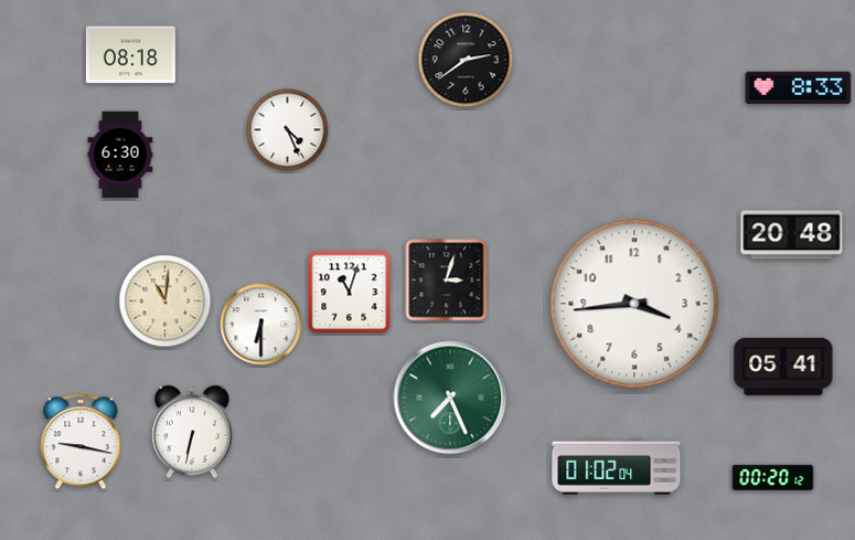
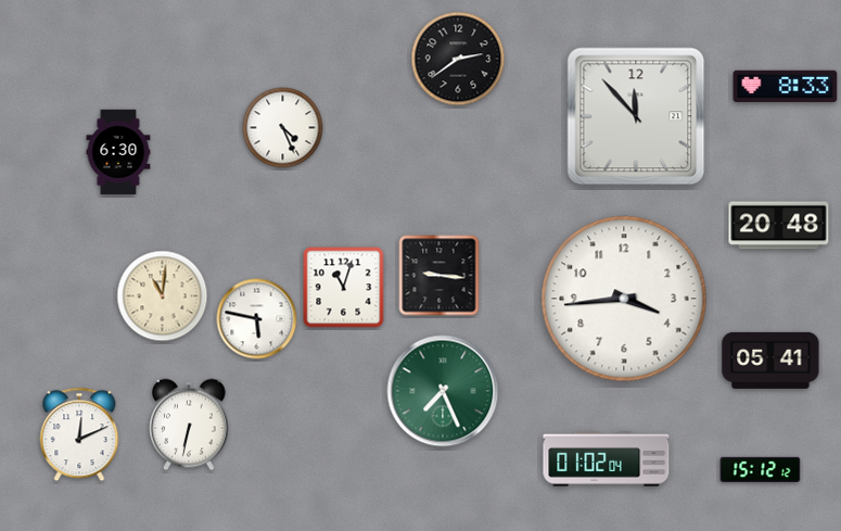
clock at (130, 55): 08:18 -> none
clock at (636, 116): none -> 11:53
clock at (792, 235) position: (792, 235) -> (779, 226)
clock at (447, 280): 3:03 -> 9:16
clock at (261, 325): 6:30 -> 5:47
clock at (81, 442): 9:17 -> 12:11
clock at (773, 477): 00:20 -> 15:12
